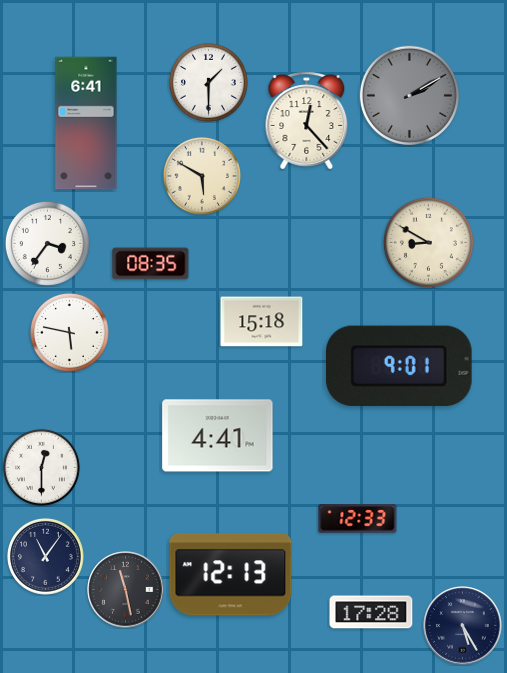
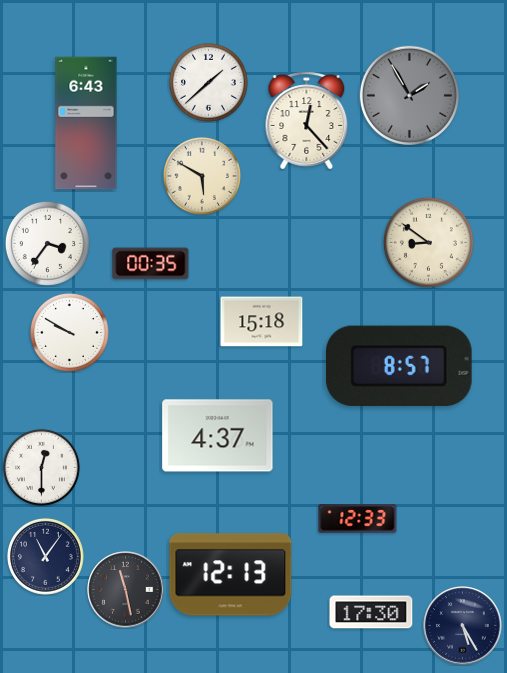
clock at (208, 82): 1:30 -> 1:38
clock at (409, 95): 2:10 -> 1:55
clock at (86, 123): 6:41 -> 6:43
clock at (428, 242): 8:50 -> 8:51
clock at (151, 264): 08:35 -> 00:35
clock at (69, 332): 5:47 -> 9:50
clock at (399, 366): 9:01 -> 8:57
clock at (218, 436): 4:41 -> 4:37
clock at (371, 612): 17:28 -> 17:30
